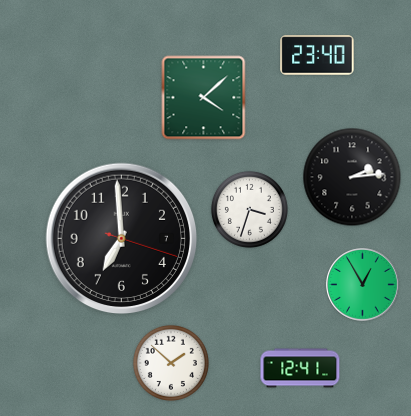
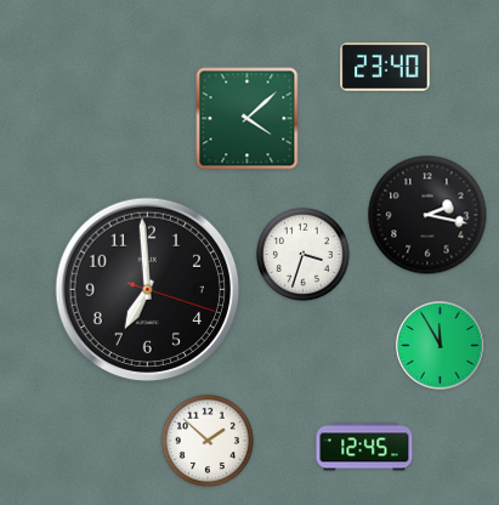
clock at (352, 177): 2:14 -> 2:17
clock at (363, 285): 12:55 -> 11:55
clock at (300, 368): 12:41 -> 12:45
